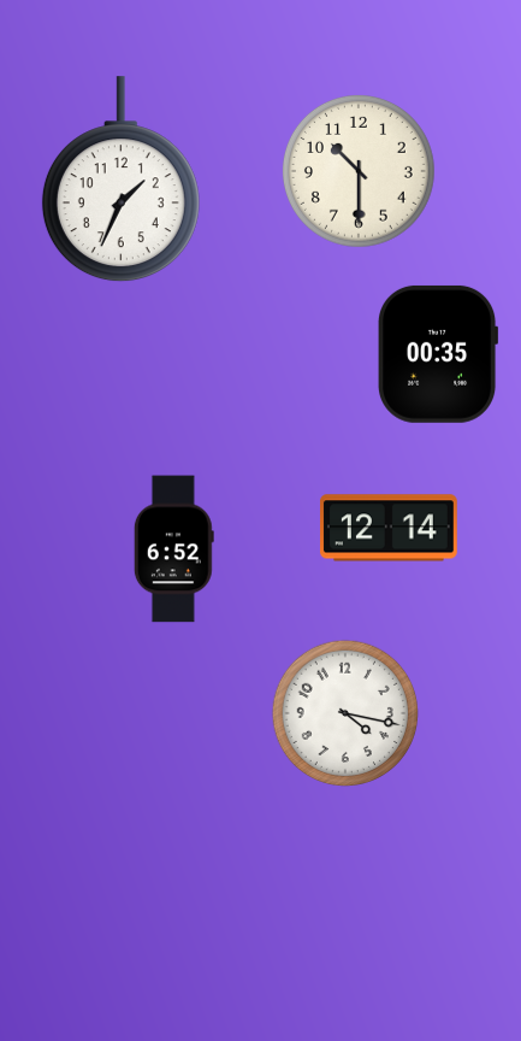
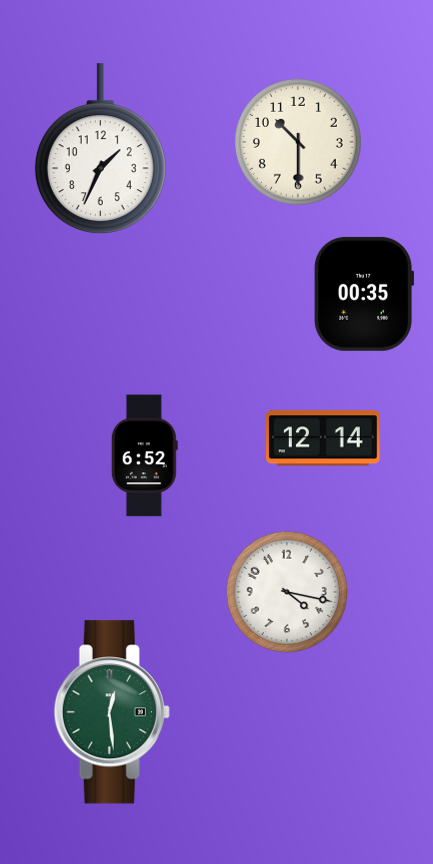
clock at (112, 712): none -> 12:29
